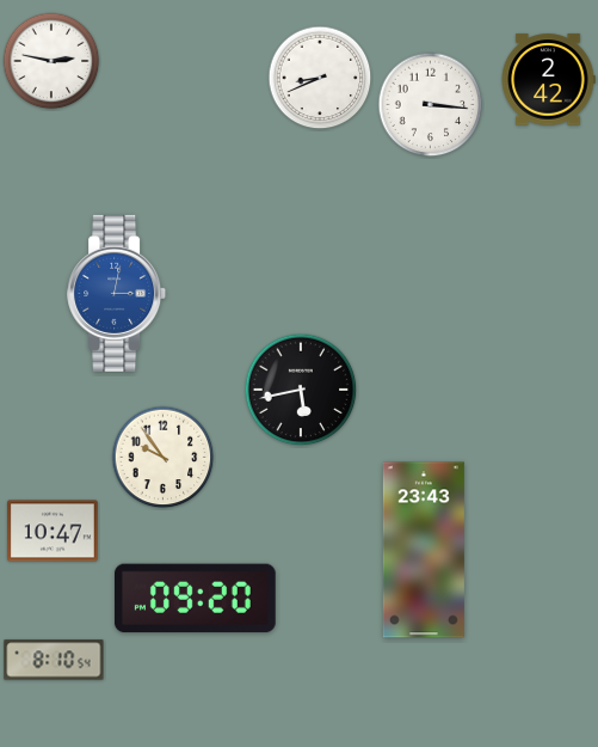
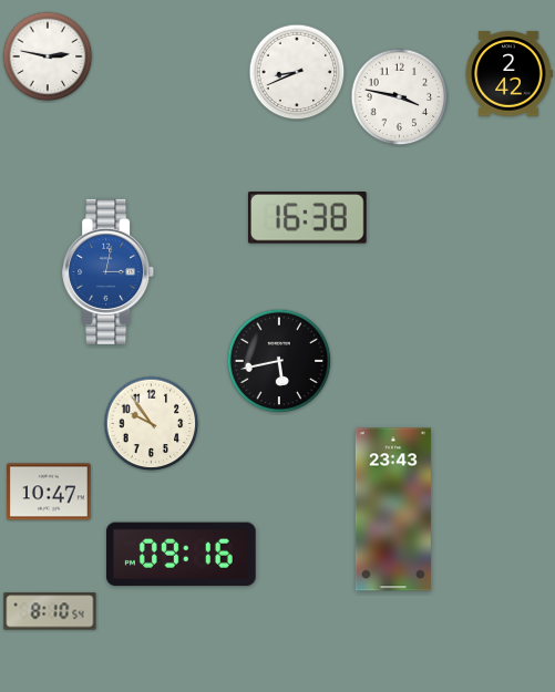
clock at (431, 105): 3:16 -> 3:47
clock at (308, 218): none -> 16:38
clock at (195, 599): 09:20 -> 09:16
